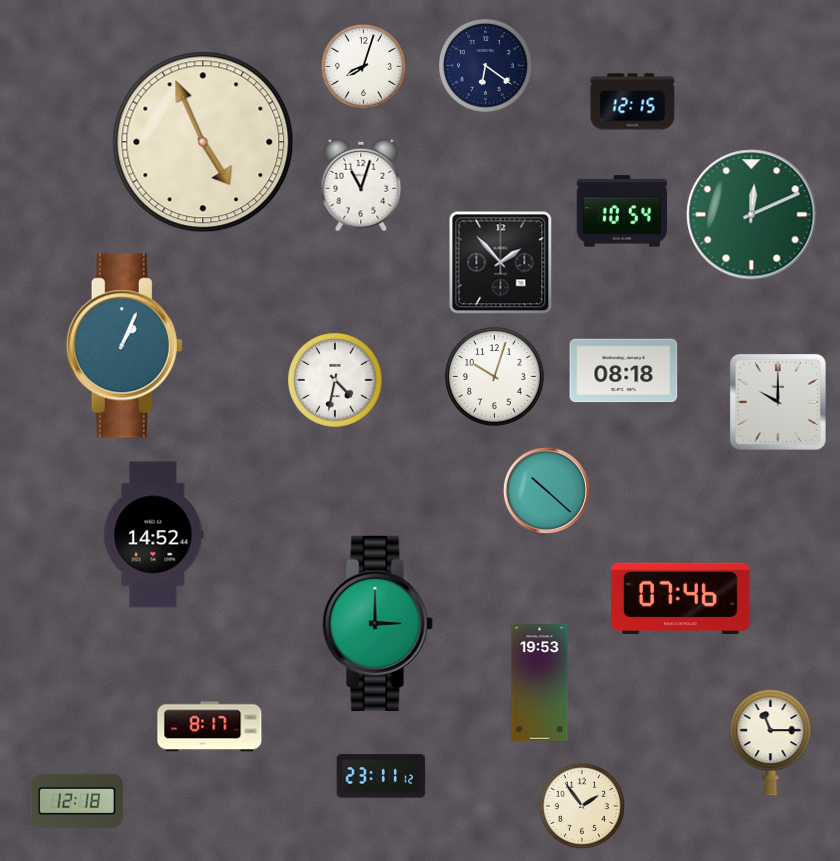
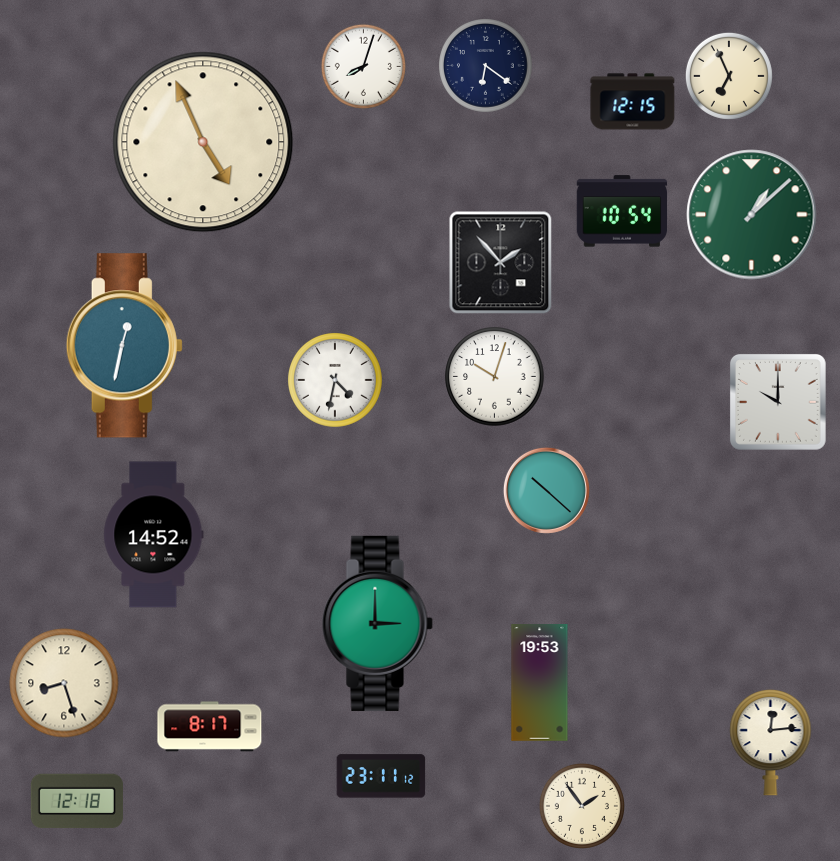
clock at (729, 76): none -> 6:56
clock at (361, 185): 11:03 -> none
clock at (752, 215): 12:11 -> 1:08
clock at (124, 346): 1:04 -> 12:32
clock at (624, 371): 08:18 -> none
clock at (681, 598): 07:46 -> none
clock at (64, 683): none -> 8:27
clock at (771, 742): 11:15 -> 12:14
